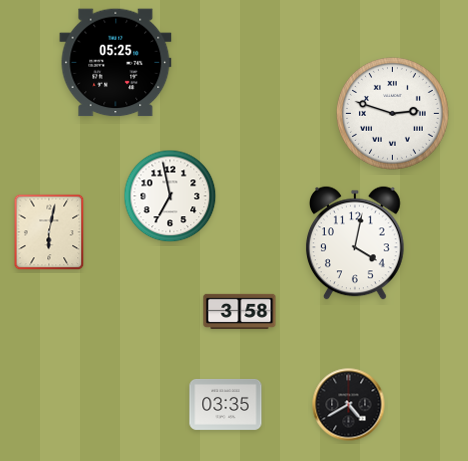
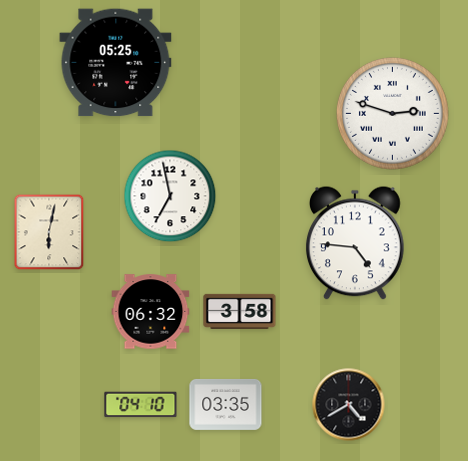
clock at (355, 243): 4:02 -> 4:46
clock at (151, 312): none -> 06:32
clock at (141, 405): none -> 04:10
